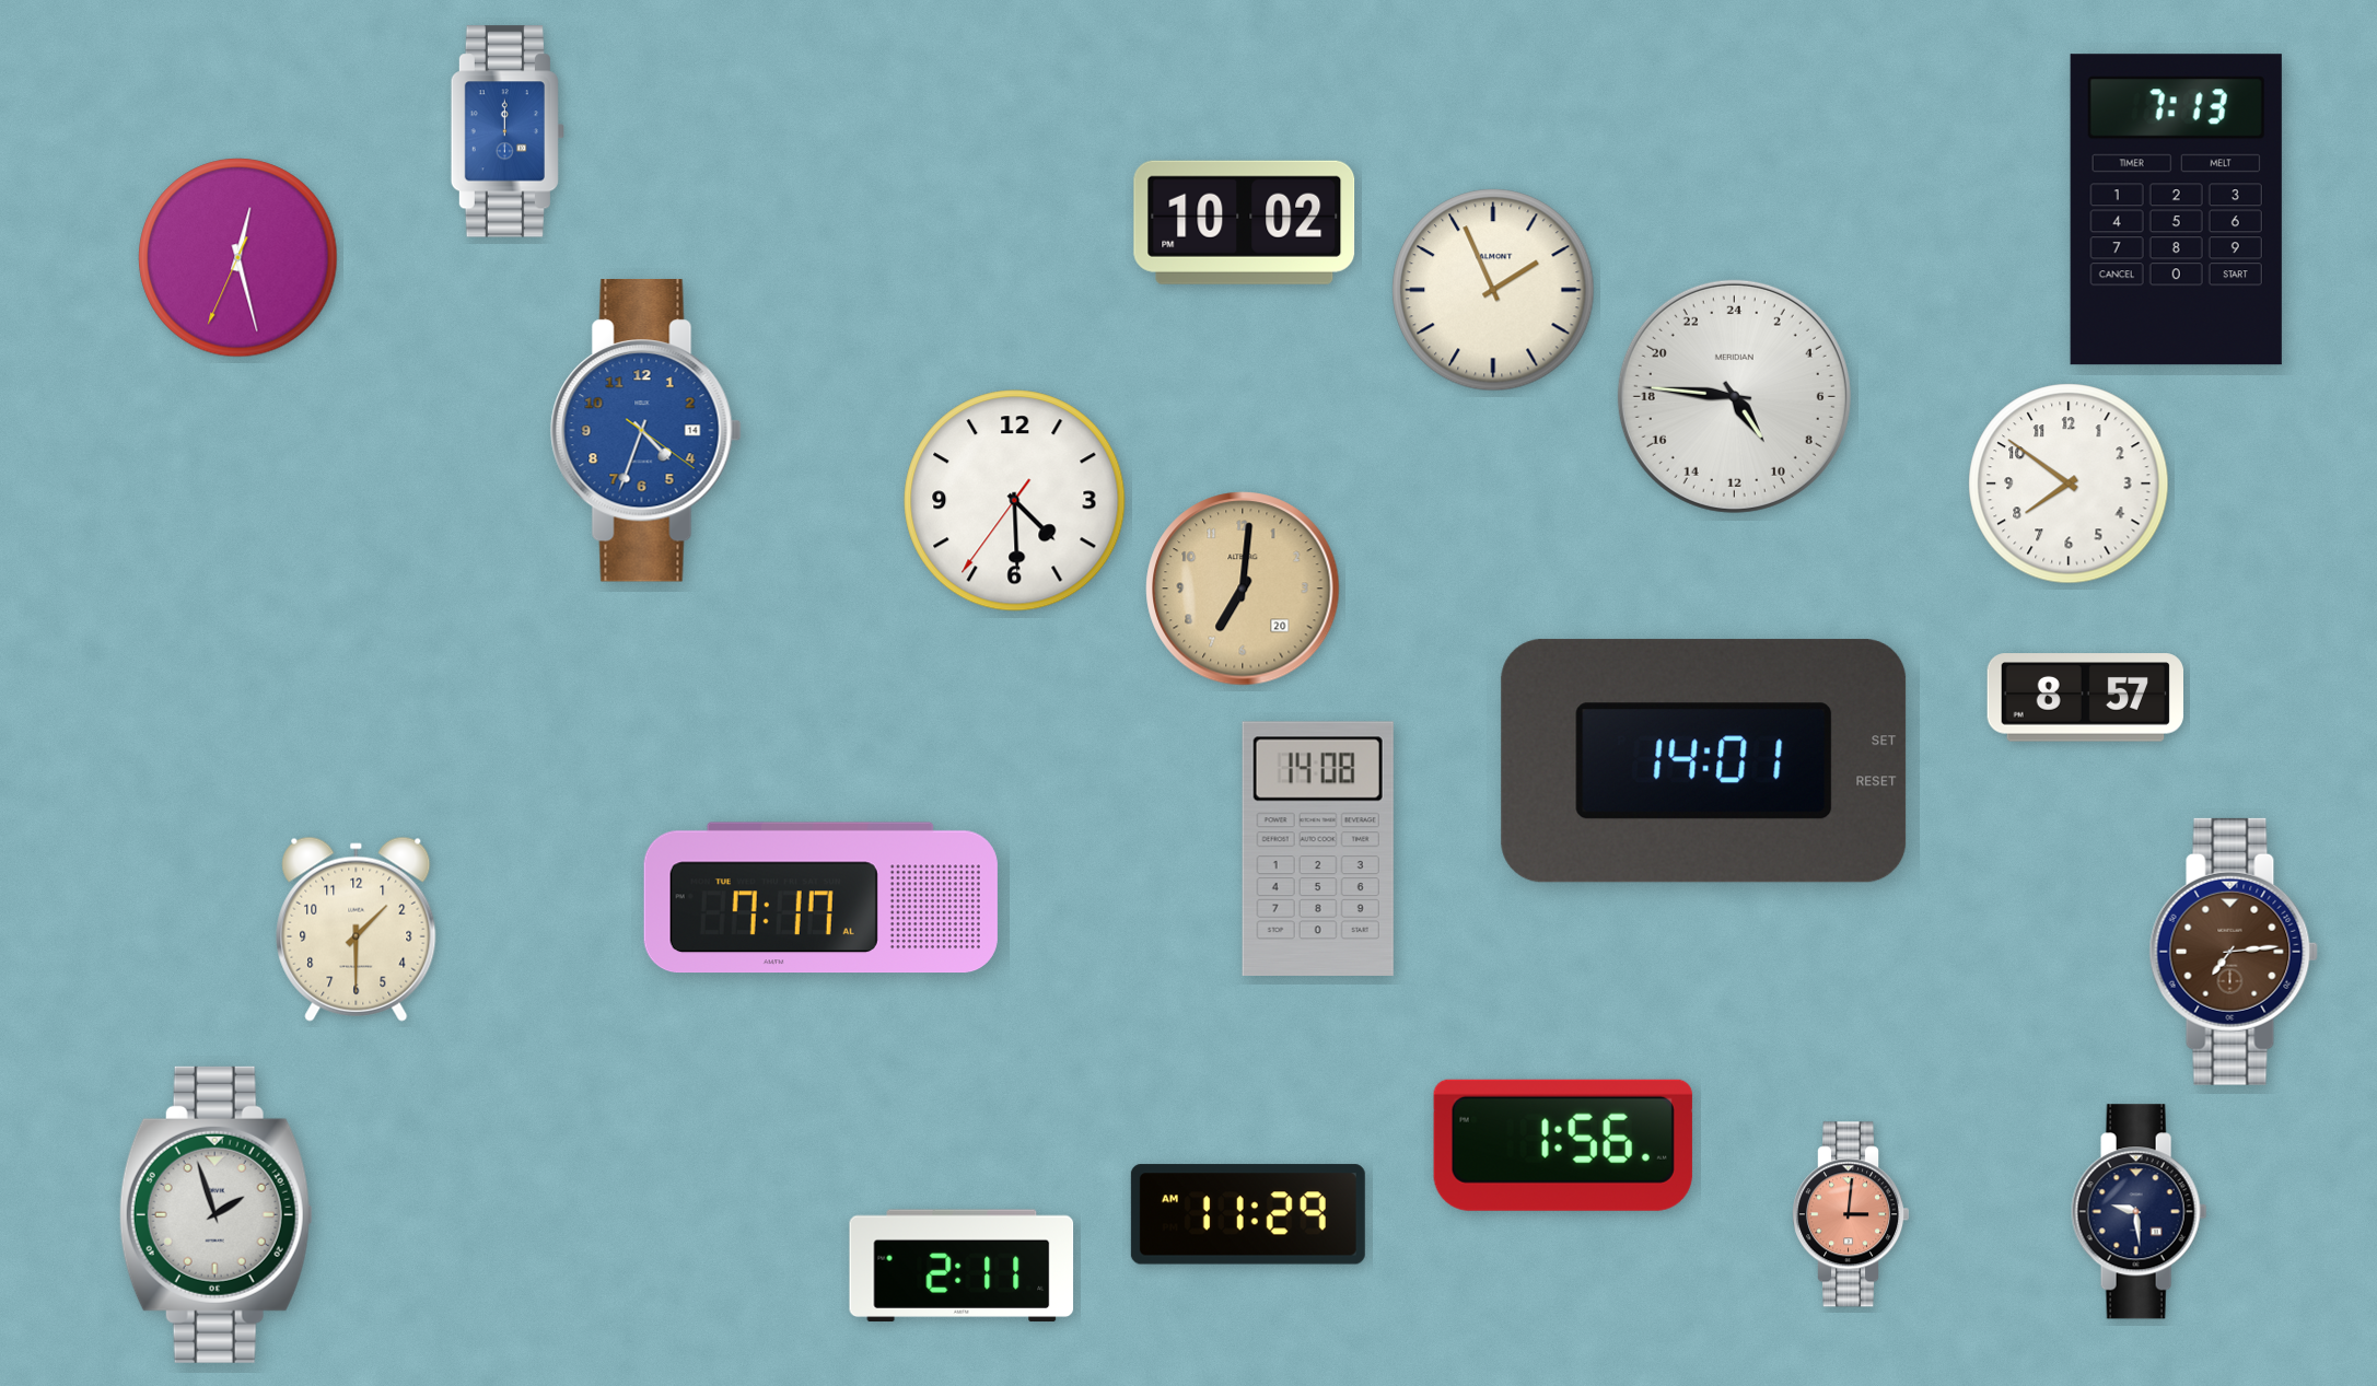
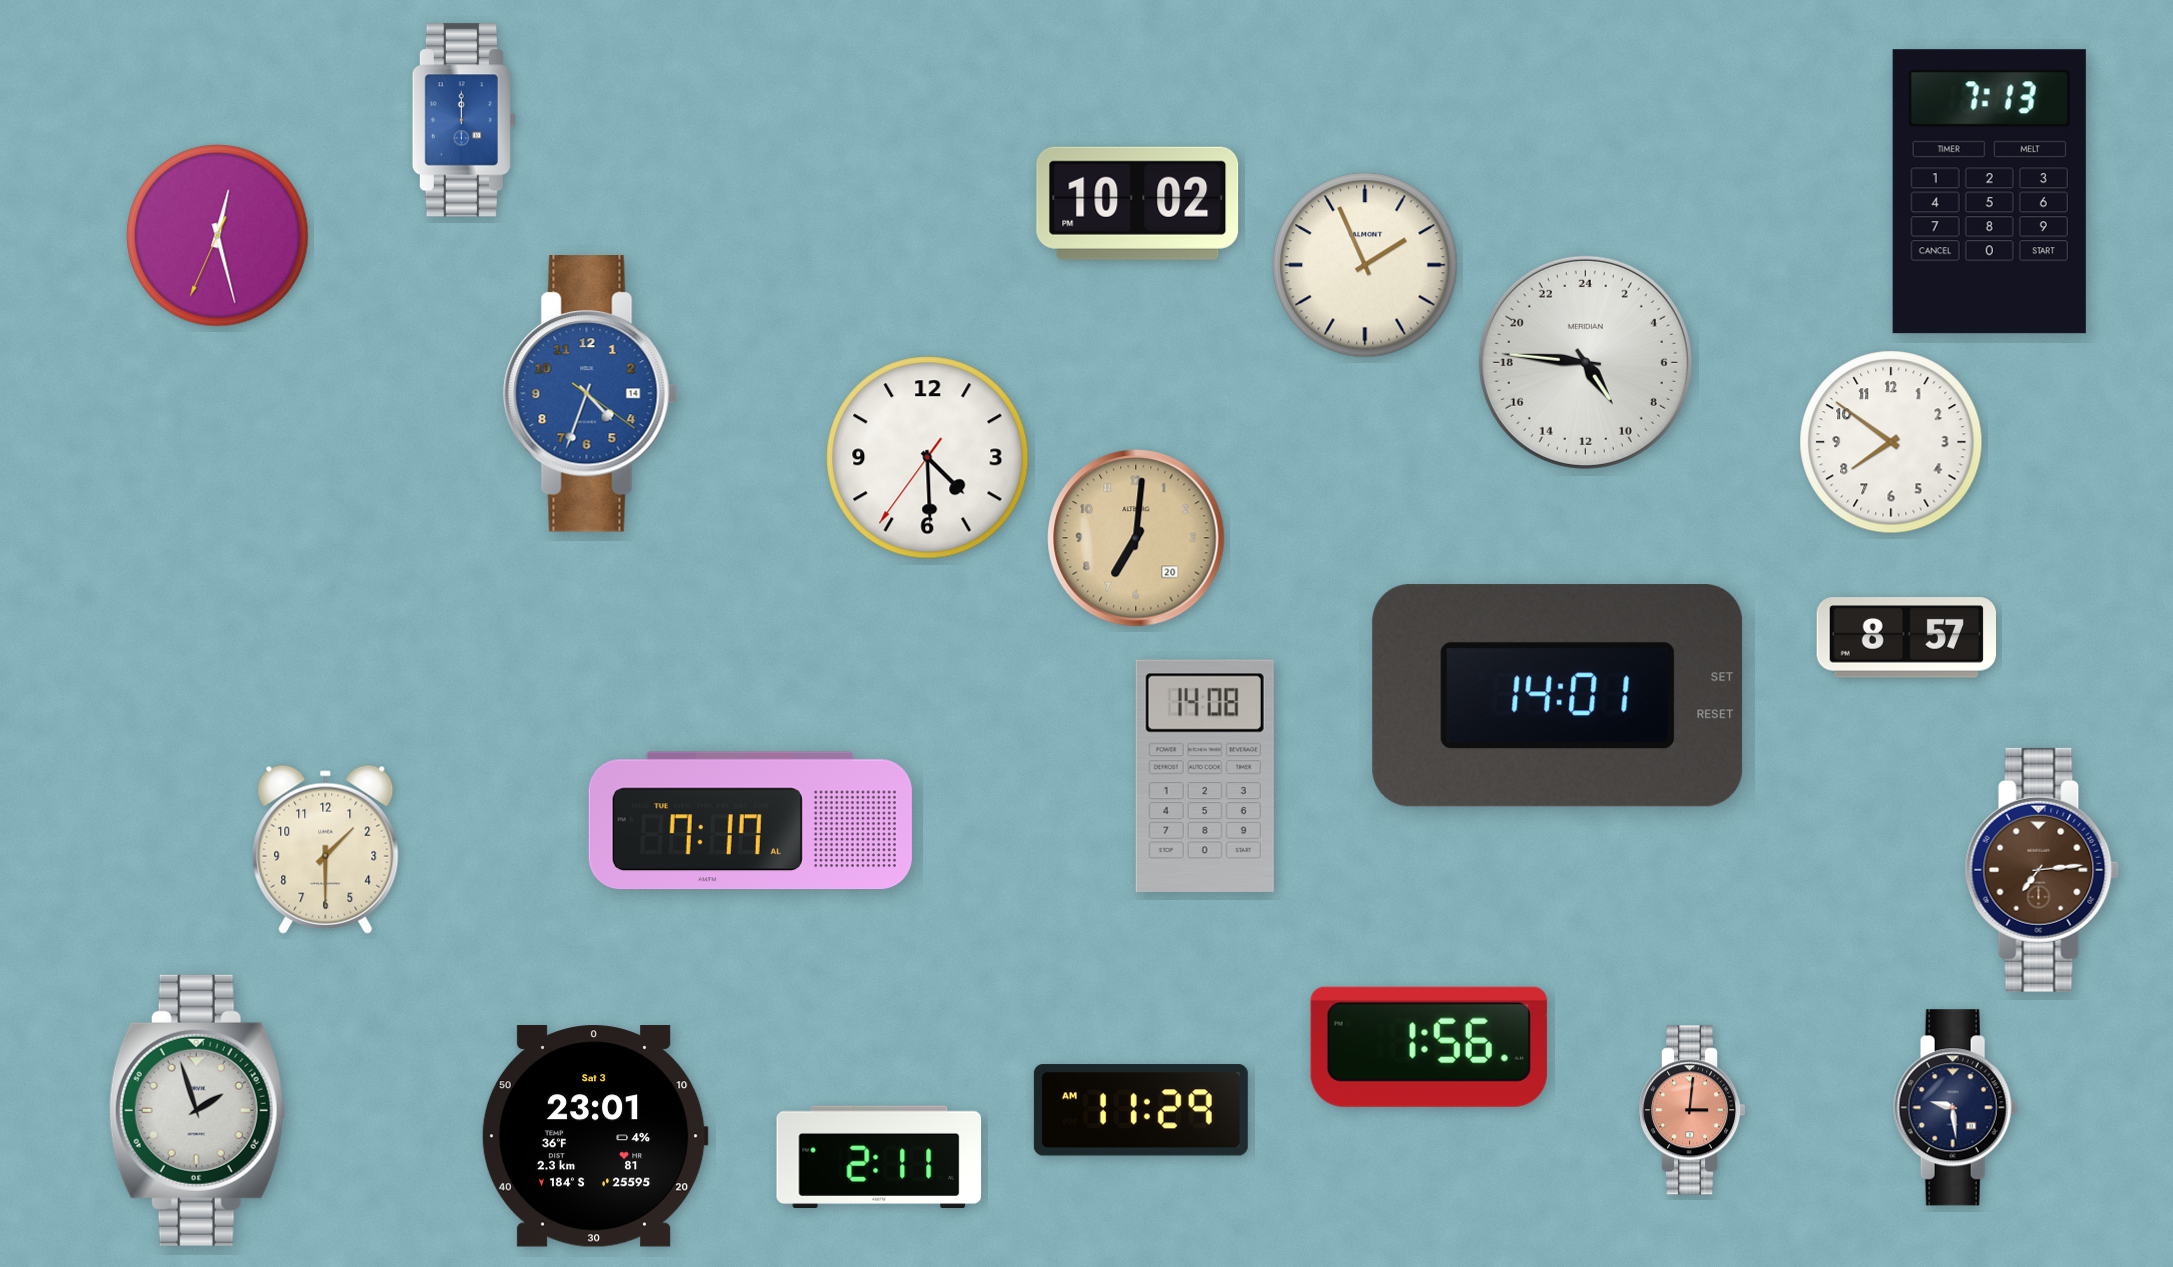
clock at (595, 1137): none -> 23:01
